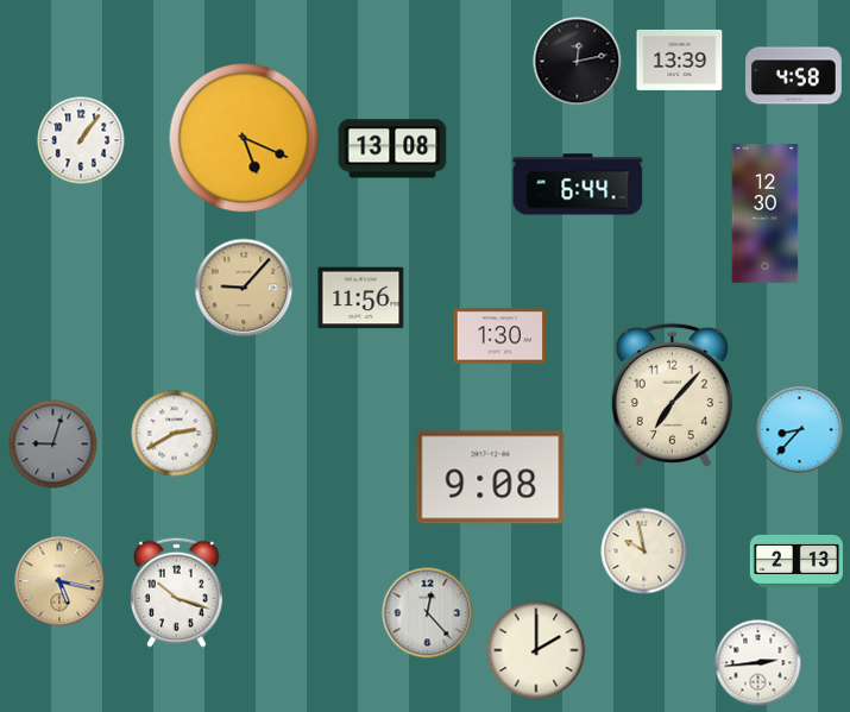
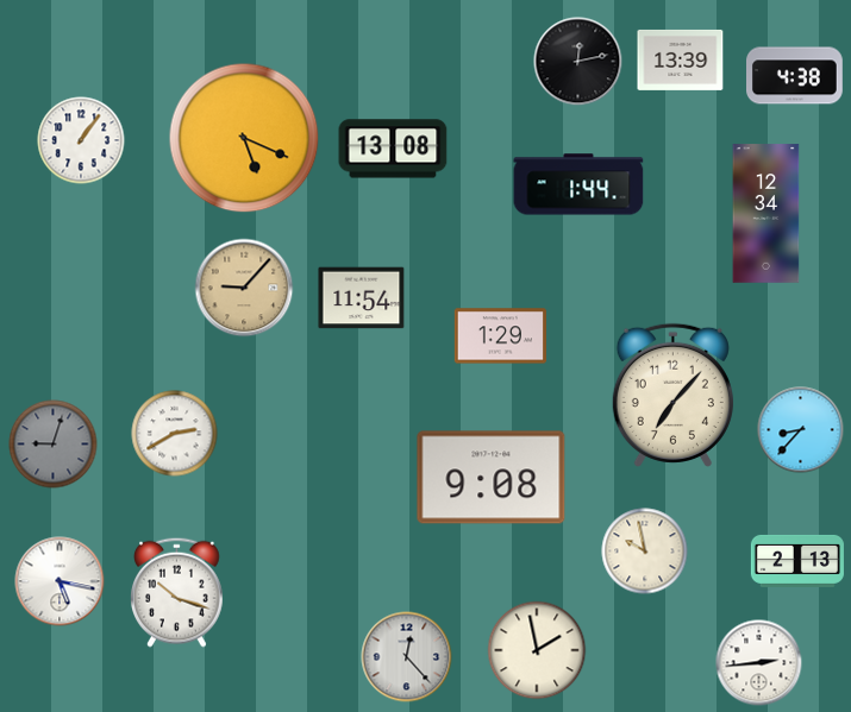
clock at (794, 76): 4:58 -> 4:38
clock at (578, 184): 6:44 -> 1:44
clock at (766, 214): 12:30 -> 12:34
clock at (361, 298): 11:56 -> 11:54
clock at (500, 336): 1:30 -> 1:29
clock at (59, 581) dial: champagne -> white
clock at (428, 613) position: (428, 613) -> (407, 657)
clock at (536, 650): 2:00 -> 1:58
